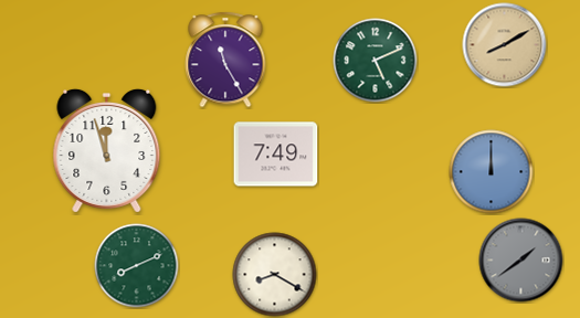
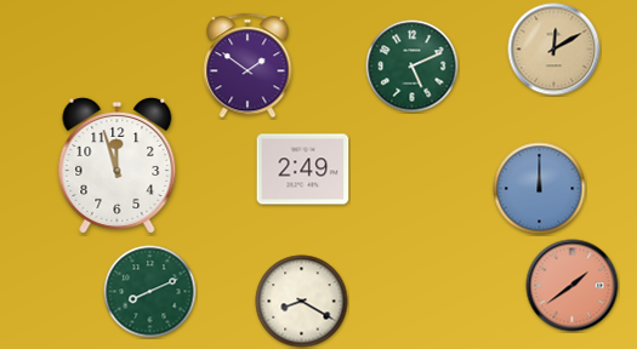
clock at (505, 45): 8:10 -> 12:10
clock at (225, 60): 11:25 -> 1:51
clock at (276, 155): 7:49 -> 2:49
clock at (521, 261) dial: grey -> salmon
